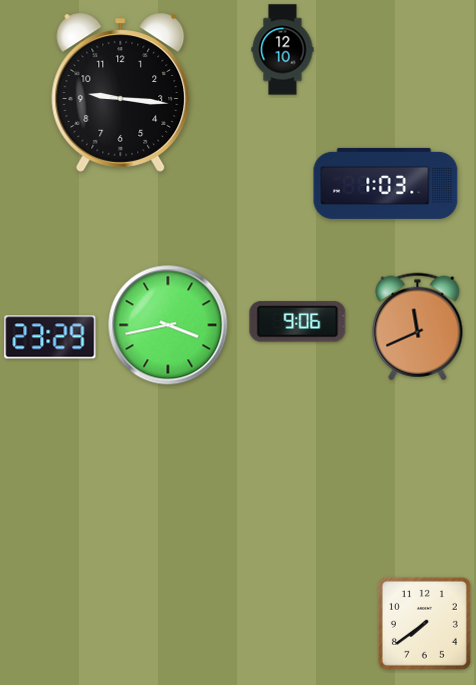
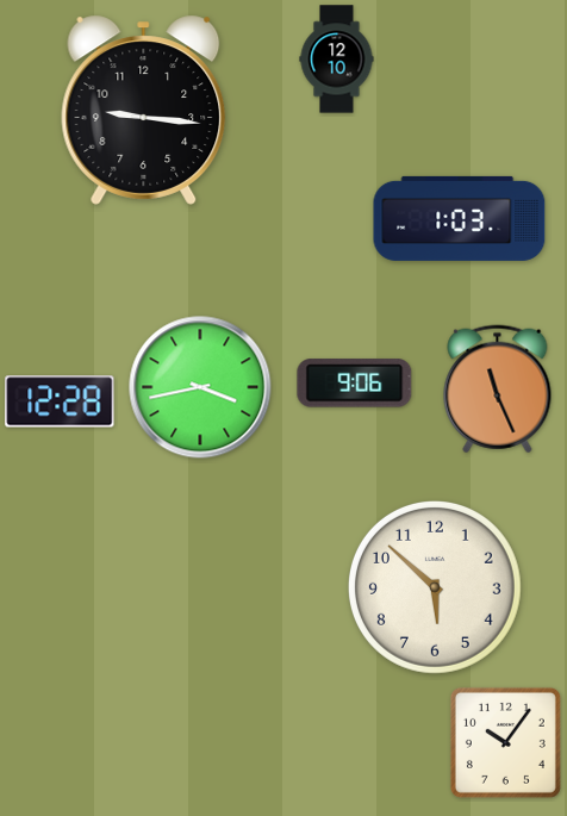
clock at (418, 327): 11:41 -> 11:26
clock at (50, 337): 23:29 -> 12:28
clock at (435, 587): none -> 5:52
clock at (424, 623): 7:39 -> 10:06
